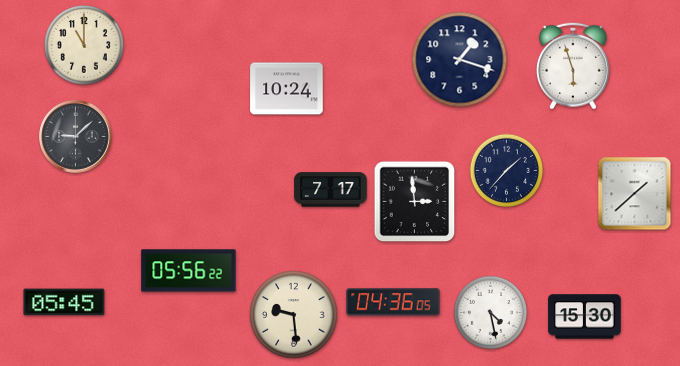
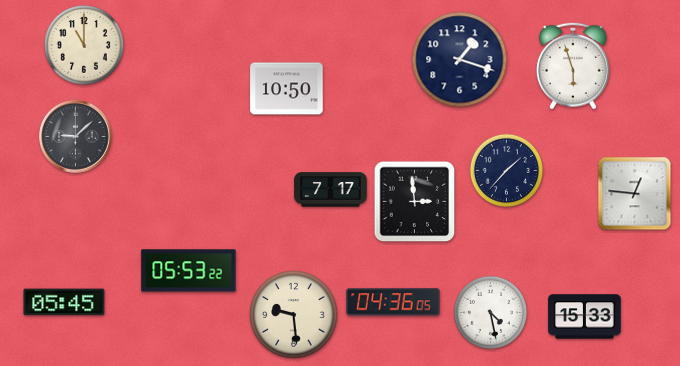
clock at (287, 89): 10:24 -> 10:50
clock at (635, 194): 1:38 -> 12:46
clock at (189, 271): 05:56 -> 05:53
clock at (585, 317): 15:30 -> 15:33
